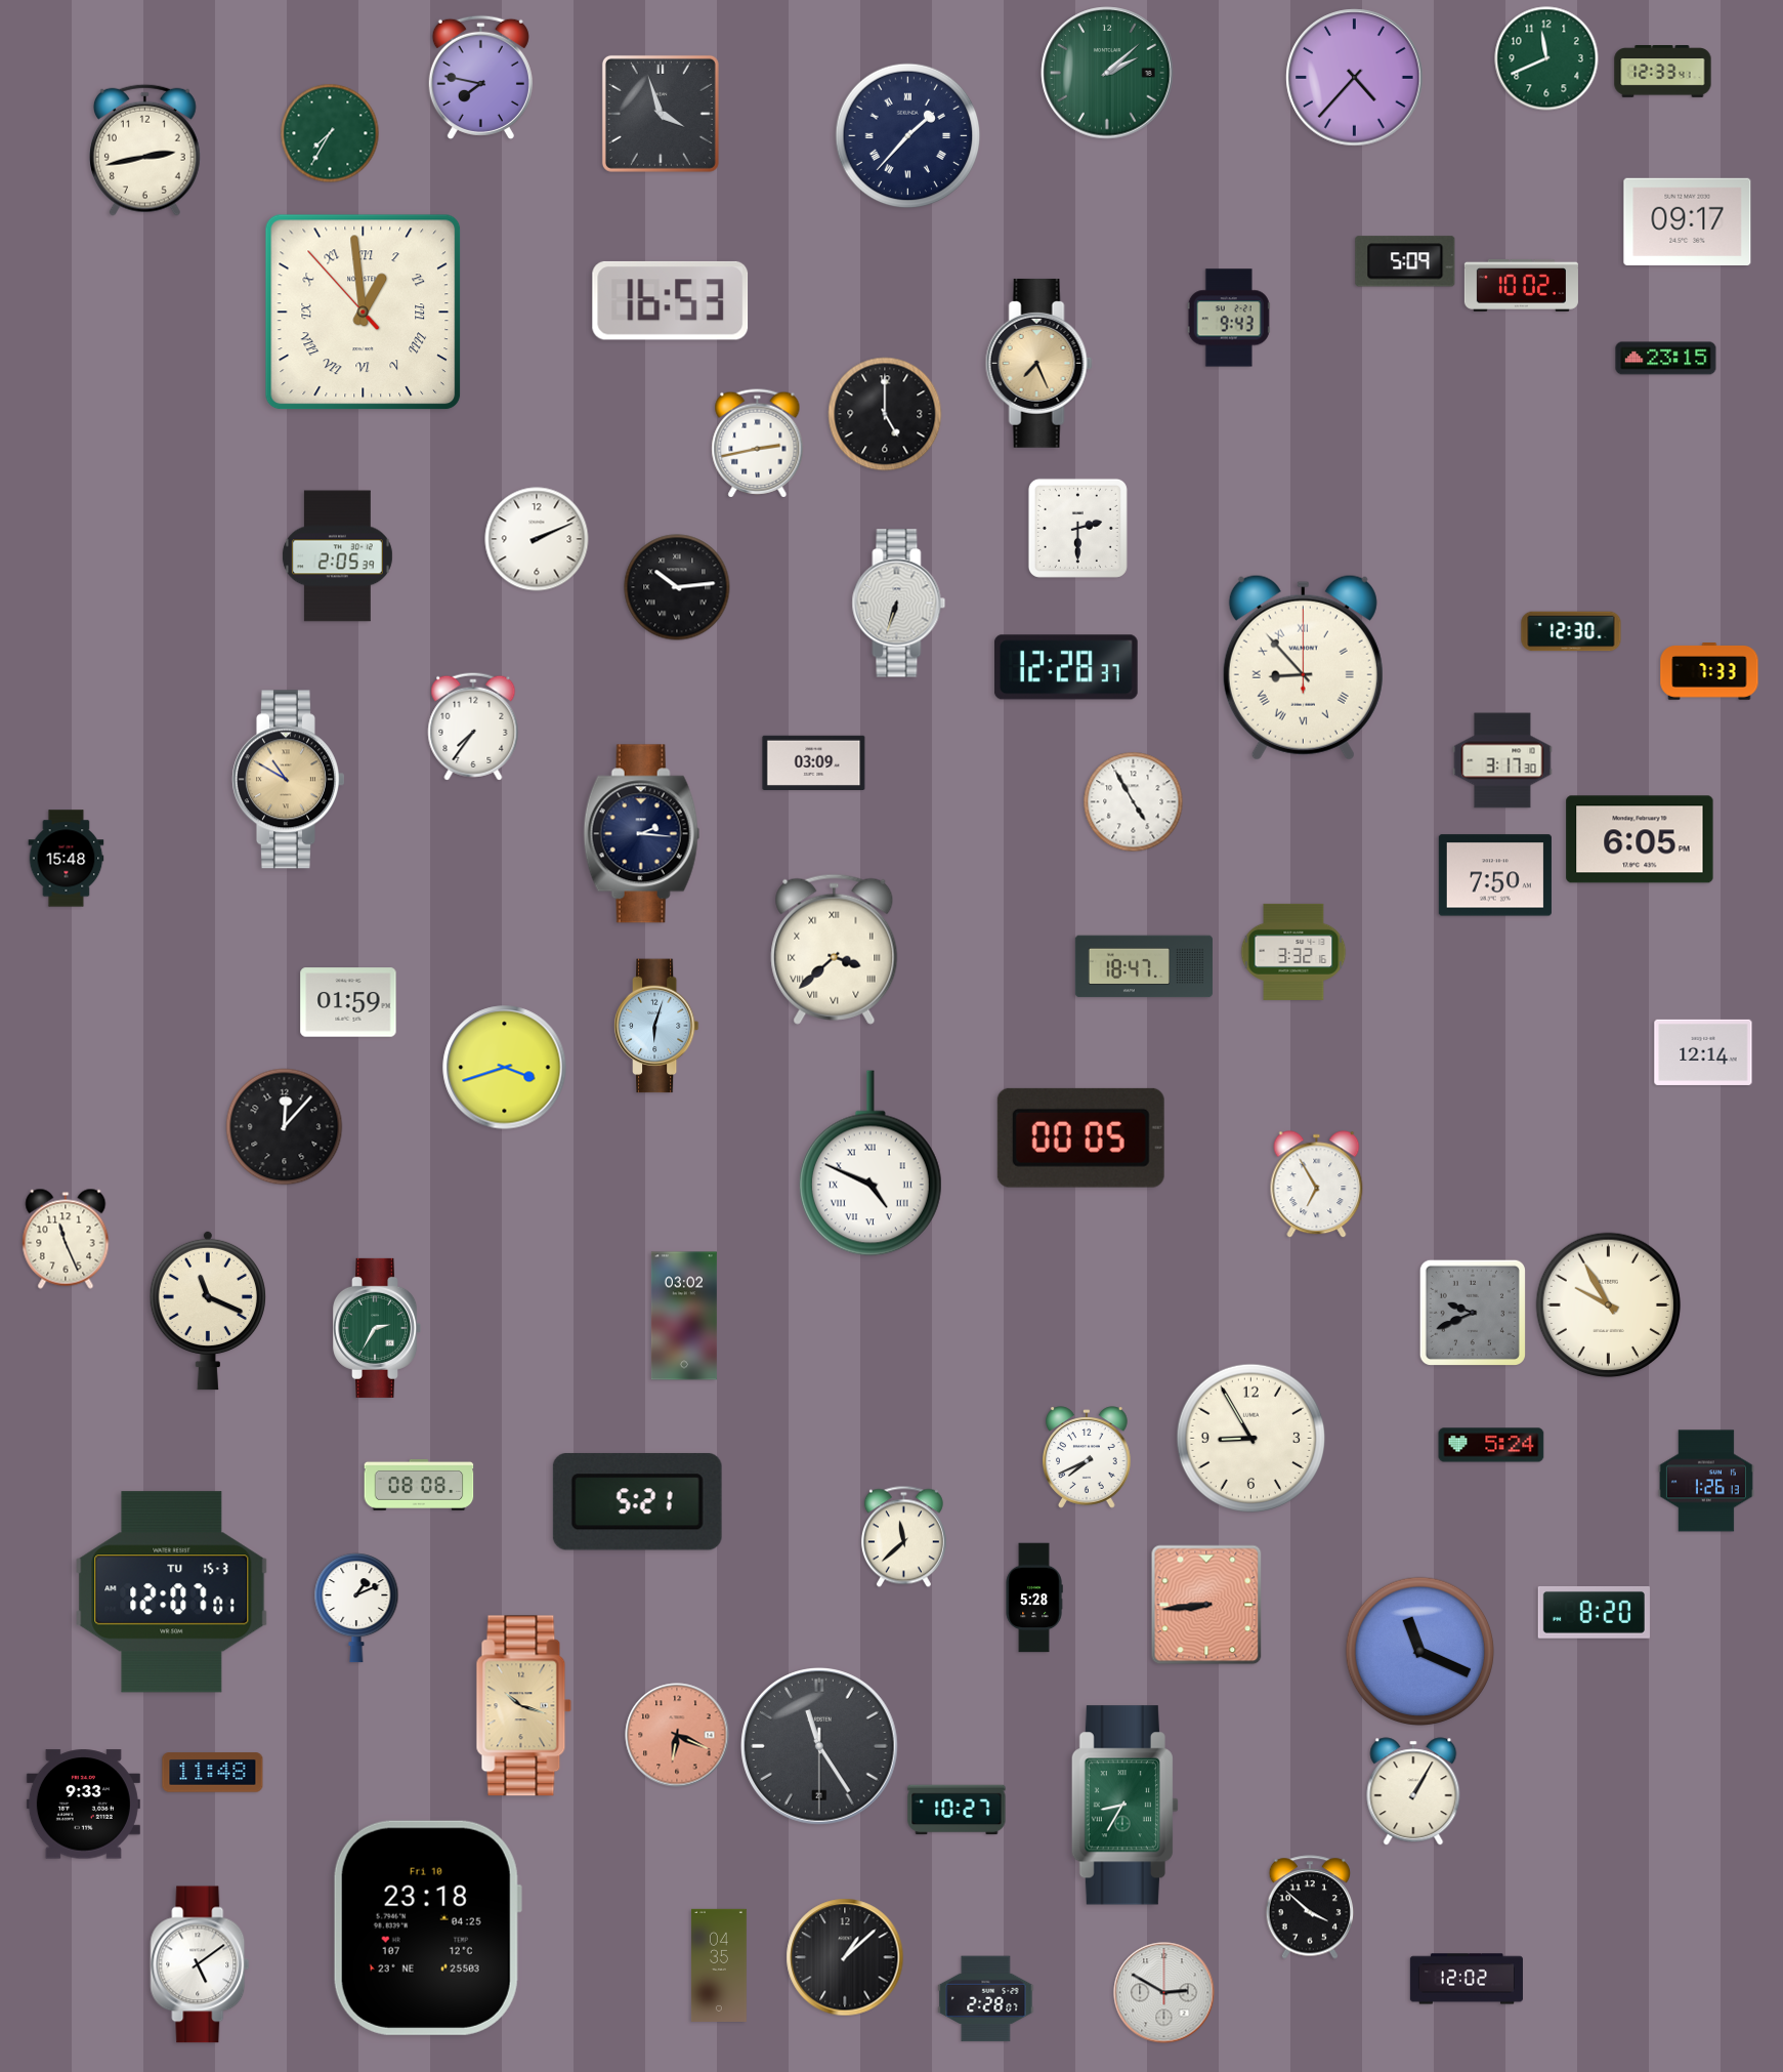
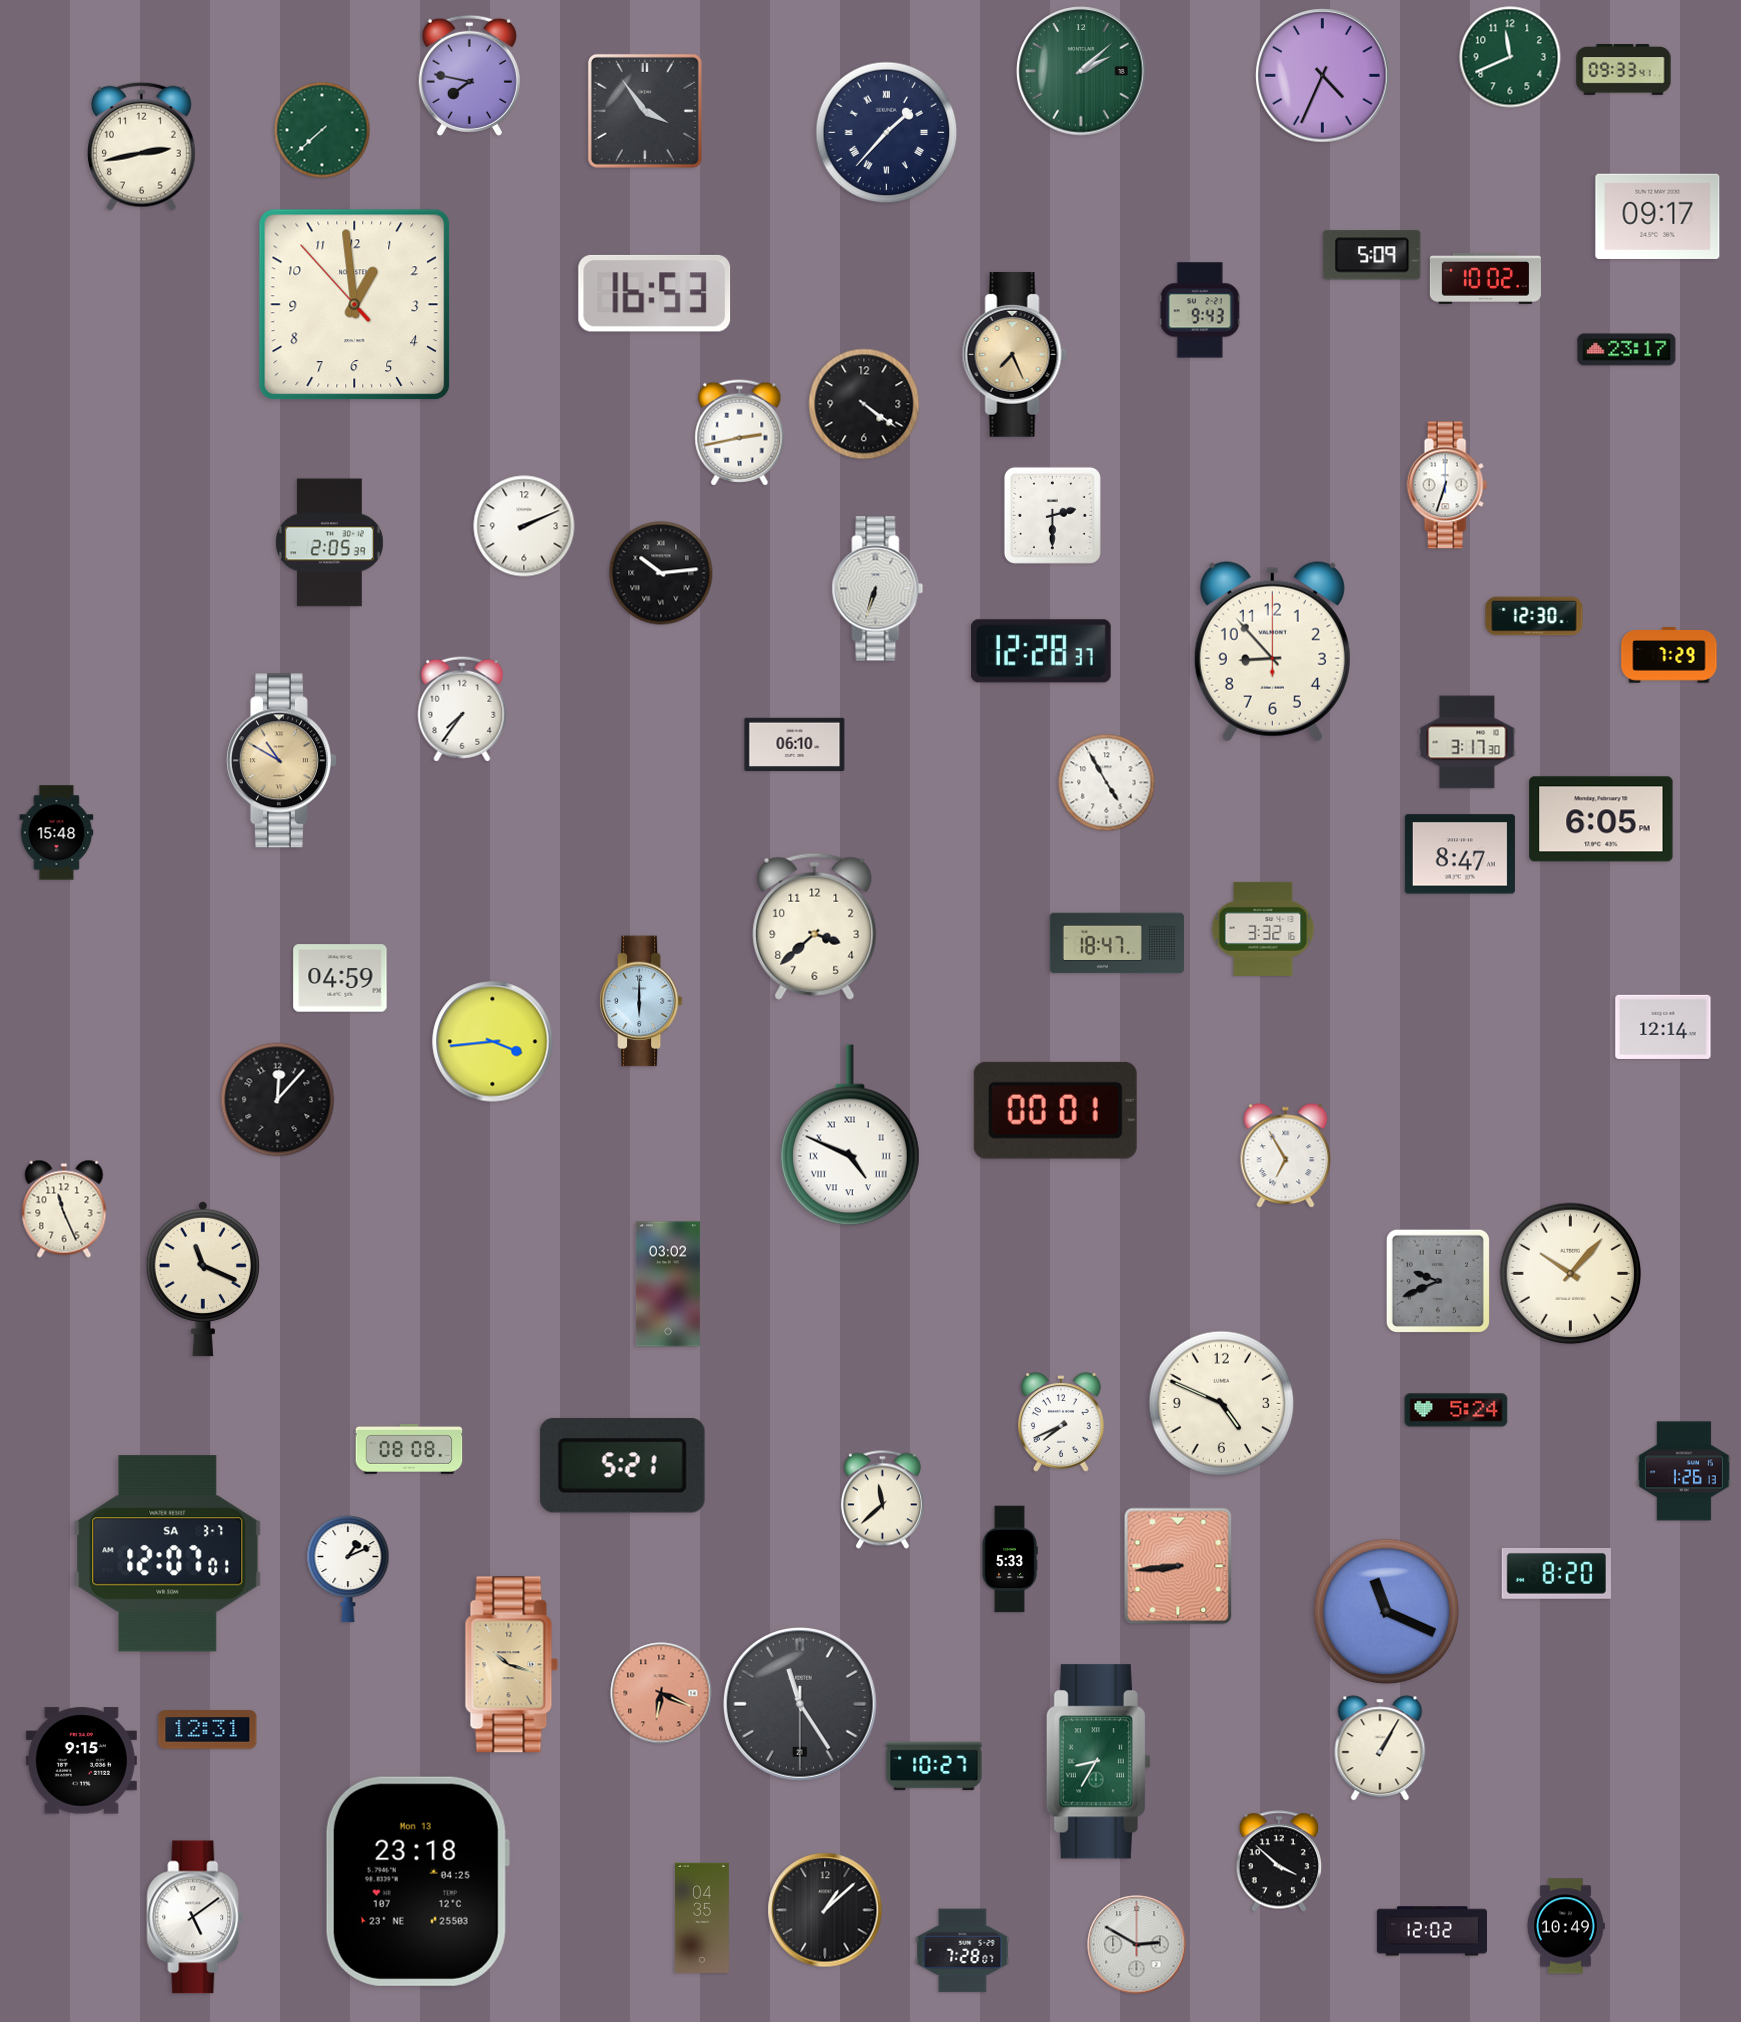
clock at (1663, 72): 12:33 -> 09:33
clock at (1355, 78): 4:37 -> 4:34
clock at (661, 114): 3:57 -> 3:54
clock at (330, 133): 7:35 -> 7:38
clock at (1688, 221) position: (1688, 221) -> (1658, 216)
clock at (364, 313) numerals: Roman -> Arabic
clock at (1666, 359): 23:15 -> 23:17
clock at (885, 414): 5:00 -> 4:21
clock at (1447, 485): none -> 6:33
clock at (1303, 667) numerals: Roman -> Arabic
clock at (1709, 671): 7:33 -> 7:29
clock at (814, 763): 03:09 -> 06:10
clock at (642, 834): 2:16 -> none
clock at (67, 859) position: (67, 859) -> (57, 833)
clock at (1495, 875): 7:50 -> 8:47
clock at (835, 949) numerals: Roman -> Arabic
clock at (348, 1002): 01:59 -> 04:59
clock at (656, 1026): 6:03 -> 6:00
clock at (505, 1068): 3:42 -> 3:44
clock at (1080, 1137): 00:05 -> 00:01
clock at (1609, 1306): 9:55 -> 10:07
clock at (378, 1328): 2:35 -> none
clock at (1251, 1439): 8:55 -> 4:49
clock at (1706, 1481) position: (1706, 1481) -> (1684, 1471)
clock at (172, 1592) date: TU 15-3 -> SA 3-7
clock at (1034, 1598): 5:28 -> 5:33
clock at (213, 1773): 11:48 -> 12:31
clock at (83, 1805): 9:33 -> 9:15
clock at (427, 1928) date: Fri 10 -> Mon 13
clock at (1566, 1926): none -> 10:49
clock at (986, 1999): 2:28 -> 7:28
